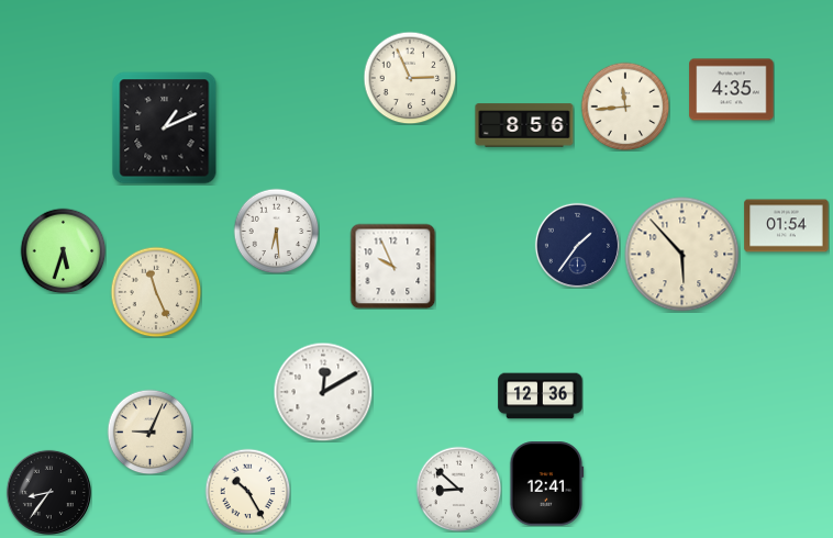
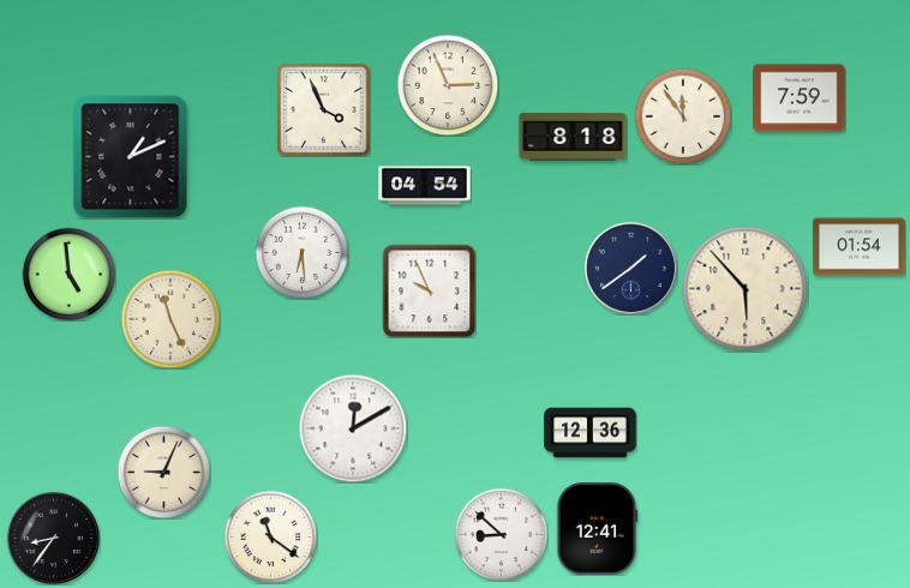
clock at (732, 90): 4:35 -> 7:59
clock at (324, 110): none -> 3:56
clock at (625, 107): 11:44 -> 11:54
clock at (524, 125): 8:56 -> 8:18
clock at (165, 128) position: (165, 128) -> (131, 157)
clock at (425, 186): none -> 04:54
clock at (577, 245): 1:36 -> 1:39
clock at (63, 250): 5:33 -> 4:59
clock at (682, 255) position: (682, 255) -> (746, 289)
clock at (247, 491): 10:25 -> 11:21
